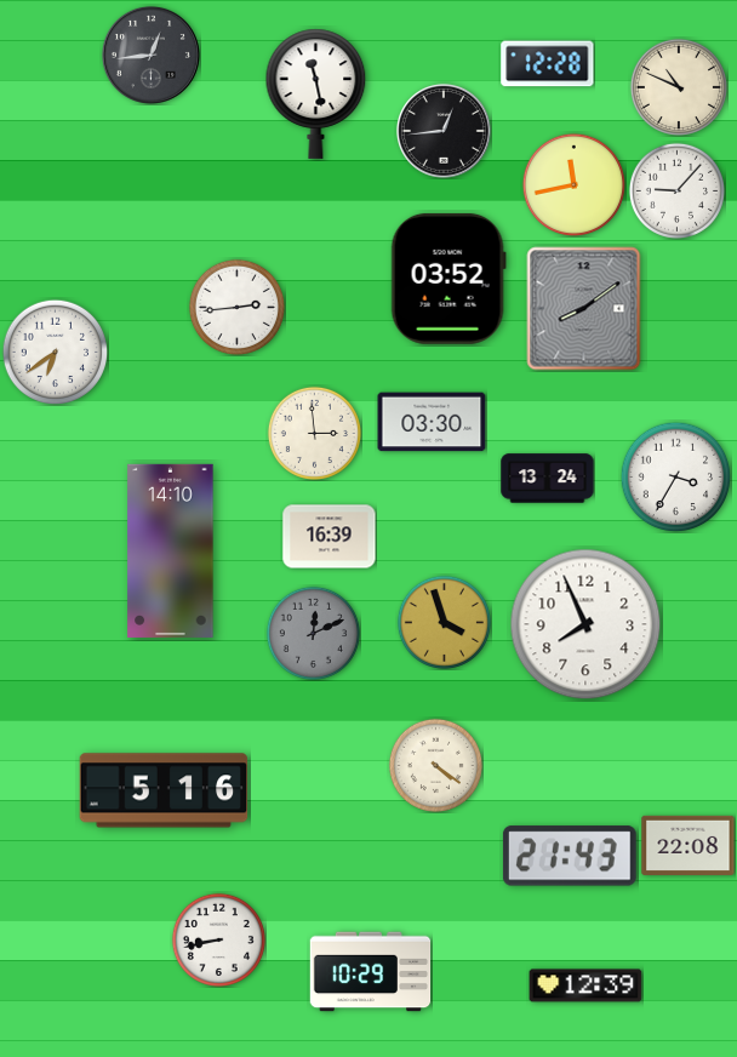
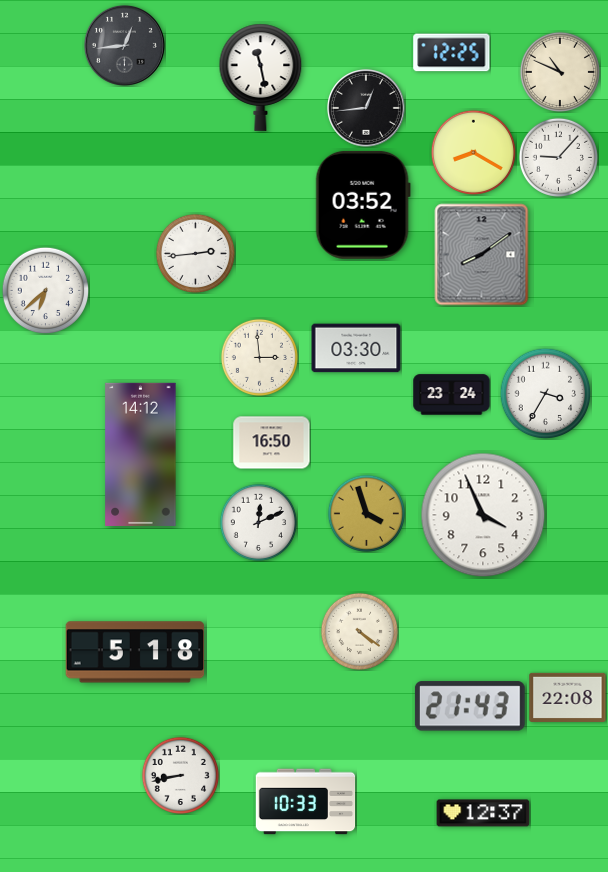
clock at (548, 64): 12:28 -> 12:25
clock at (573, 184): 11:43 -> 8:20
clock at (449, 279) position: (449, 279) -> (363, 205)
clock at (55, 352): 6:39 -> 6:38
clock at (675, 476) position: (675, 476) -> (545, 393)
clock at (548, 479): 13:24 -> 23:24
clock at (330, 537): 16:39 -> 16:50
clock at (171, 550): 14:10 -> 14:12
clock at (585, 624): 7:56 -> 3:56
clock at (313, 633) dial: grey -> white
clock at (164, 790): 5:16 -> 5:18
clock at (371, 972): 10:29 -> 10:33
clock at (585, 985): 12:39 -> 12:37
